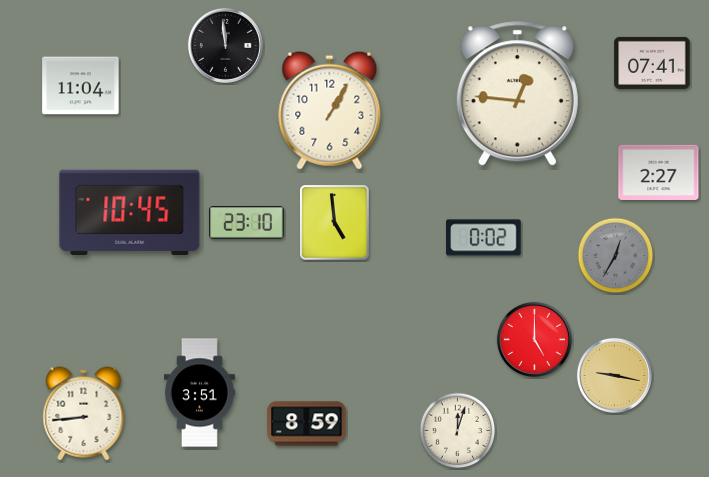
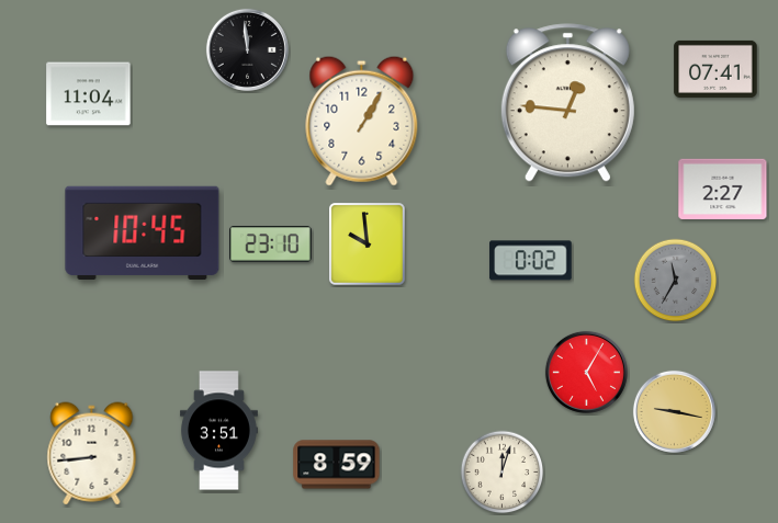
clock at (335, 223): 4:59 -> 9:59
clock at (616, 256): 12:35 -> 11:35
clock at (534, 339): 5:00 -> 5:05
